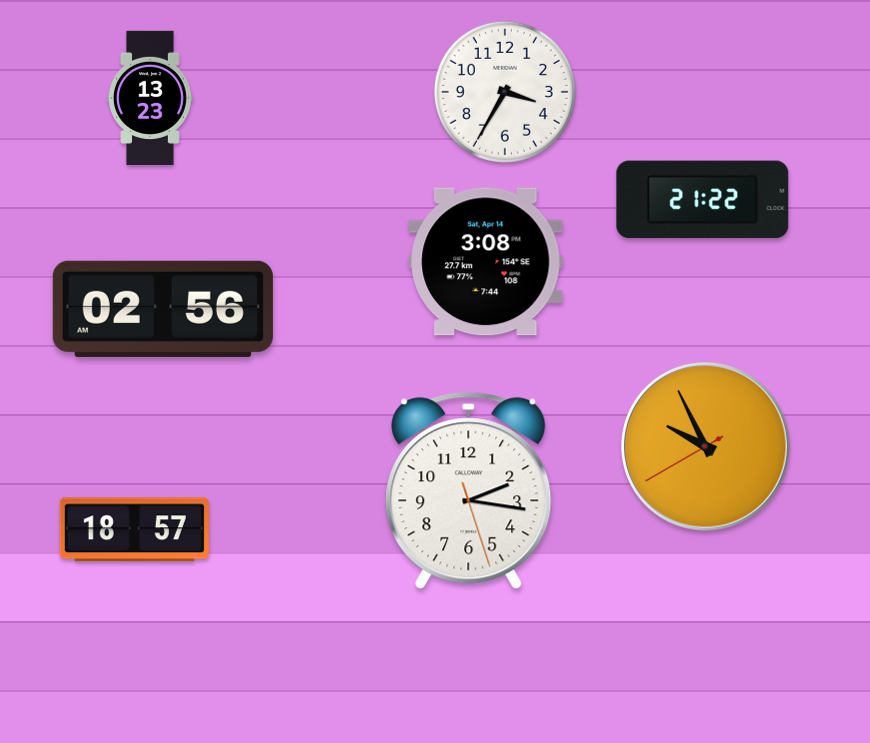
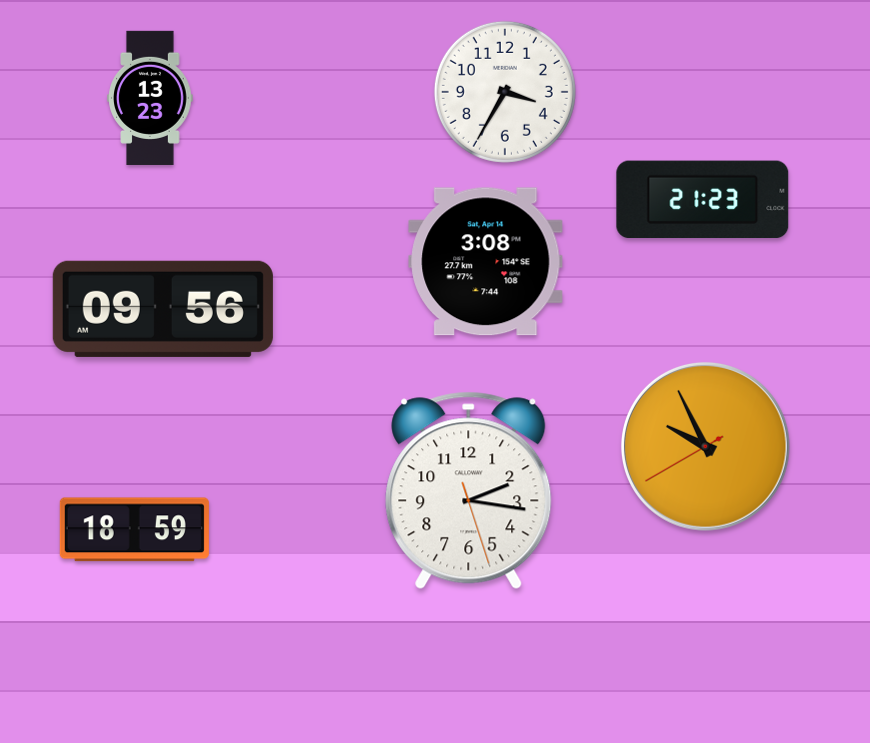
clock at (703, 200): 21:22 -> 21:23
clock at (163, 309): 02:56 -> 09:56
clock at (134, 530): 18:57 -> 18:59
